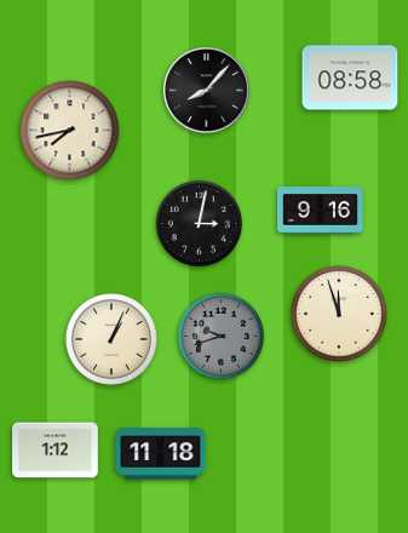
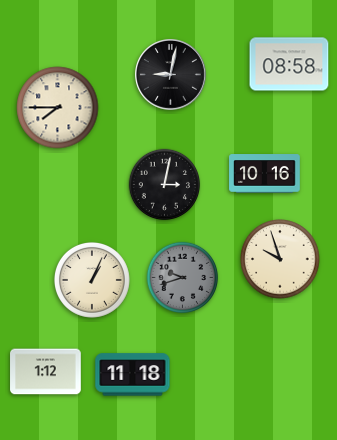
clock at (207, 91): 8:07 -> 9:02
clock at (70, 131): 7:43 -> 7:45
clock at (321, 211): 9:16 -> 10:16
clock at (339, 314): 11:57 -> 9:57
